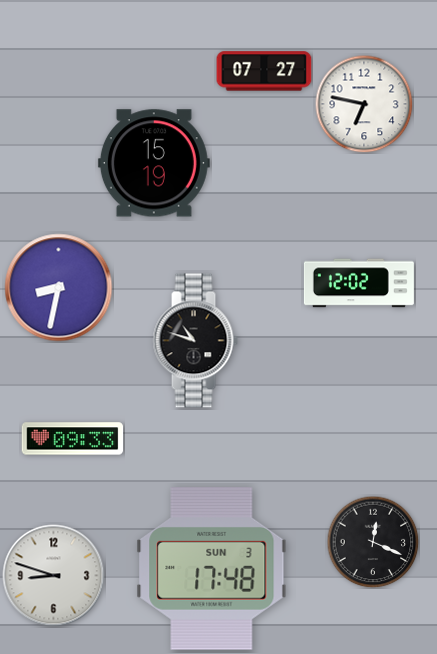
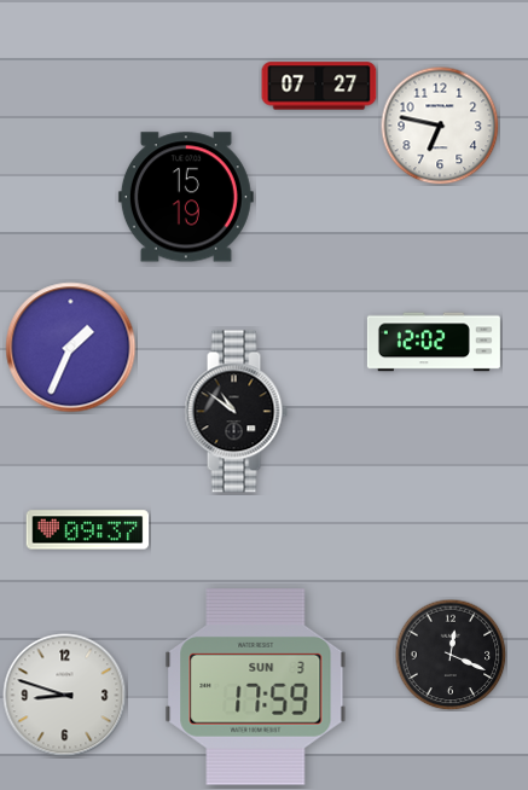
clock at (59, 288): 8:32 -> 1:34
clock at (195, 341): 10:48 -> 10:51
clock at (73, 439): 09:33 -> 09:37
clock at (212, 569): 17:48 -> 17:59
